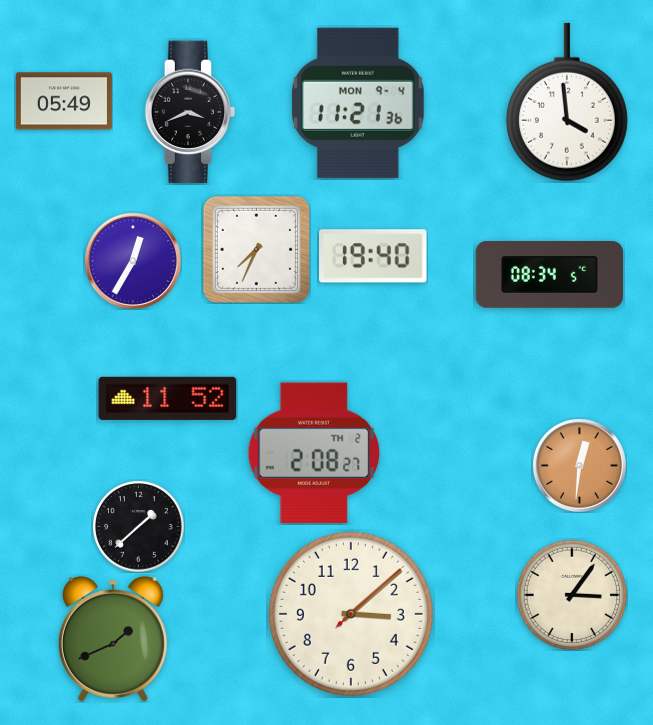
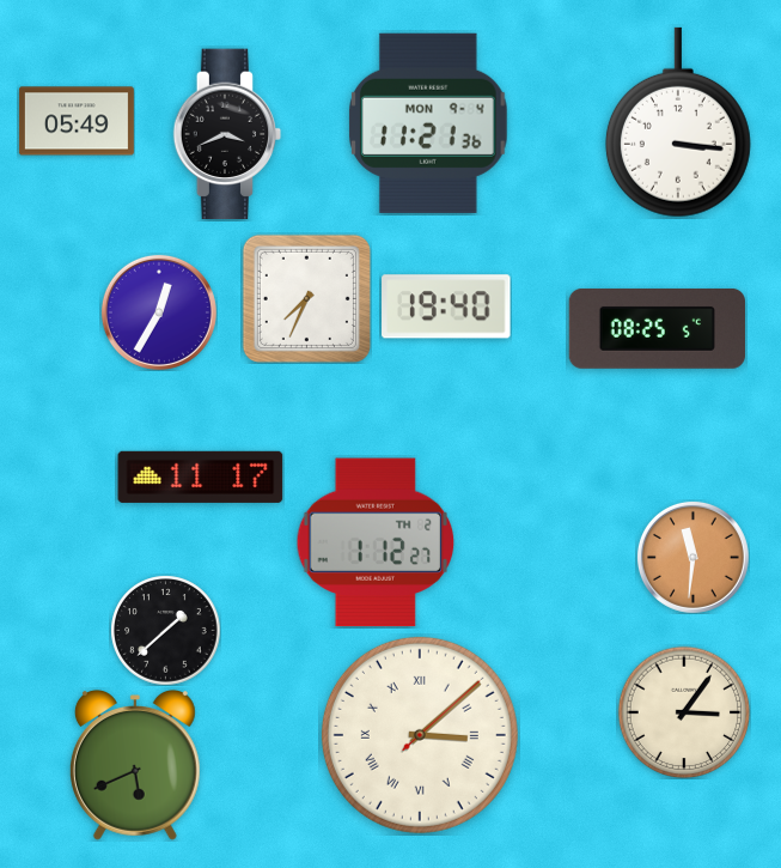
clock at (567, 102): 3:59 -> 3:16
clock at (549, 274): 08:34 -> 08:25
clock at (168, 398): 11:52 -> 11:17
clock at (314, 453): 2:08 -> 1:12
clock at (579, 465): 12:31 -> 11:31
clock at (351, 614) numerals: Arabic -> Roman
clock at (113, 640): 1:41 -> 5:41
